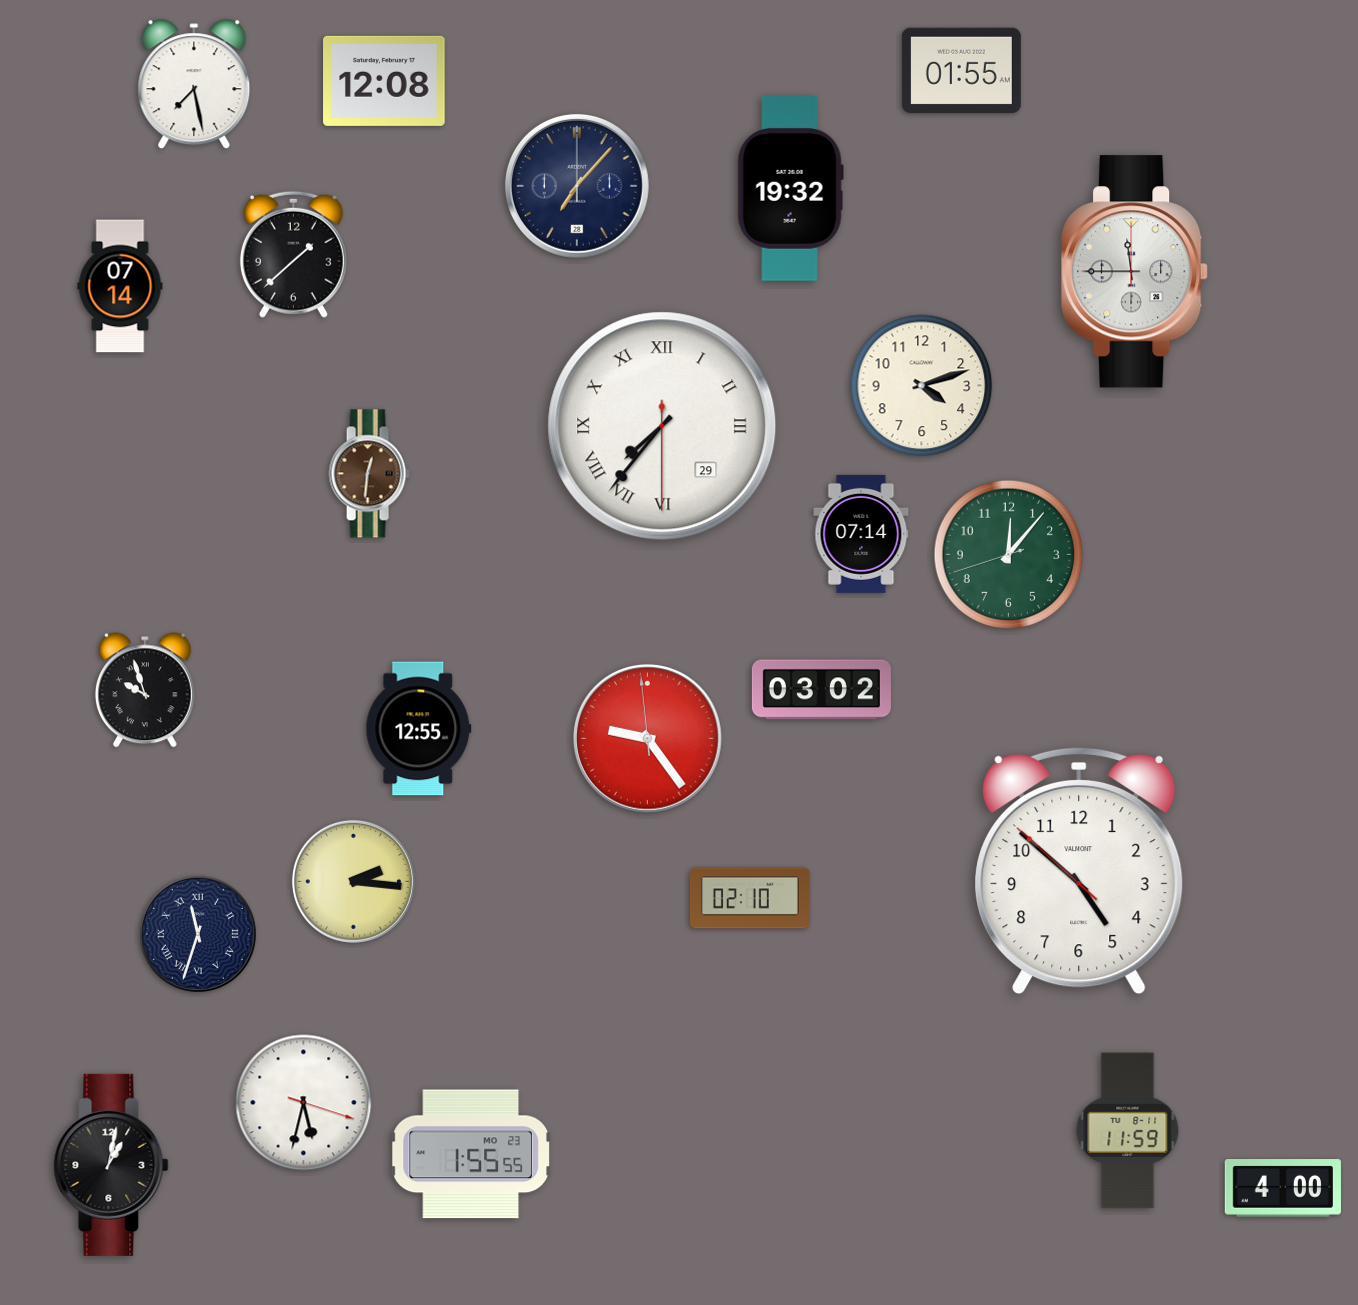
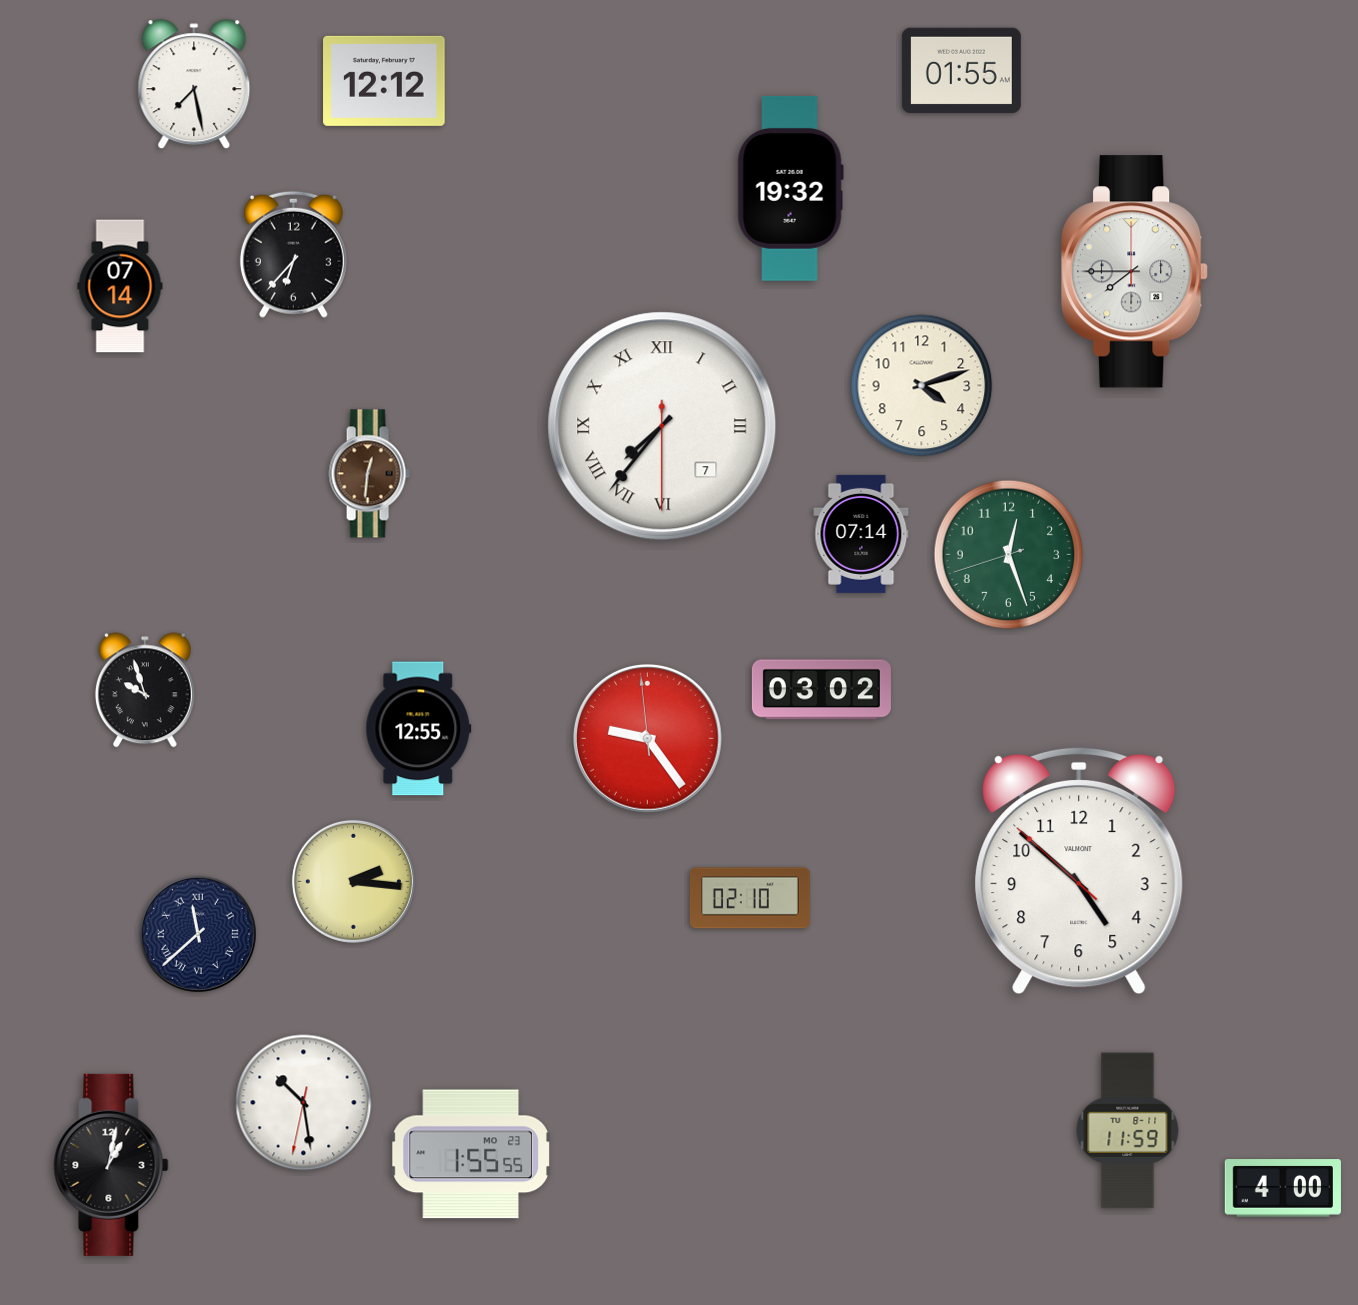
clock at (384, 81): 12:08 -> 12:12
clock at (577, 186): 7:07 -> none
clock at (293, 254): 1:38 -> 6:37
clock at (1136, 272): 11:45 -> 7:45
clock at (662, 426) date: 29 -> 7
clock at (1009, 555): 12:06 -> 12:26
clock at (198, 934): 11:33 -> 11:38
clock at (304, 1103): 5:32 -> 10:28
